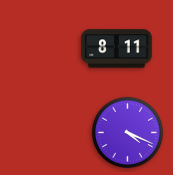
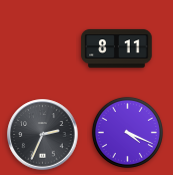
clock at (43, 135): none -> 2:34
